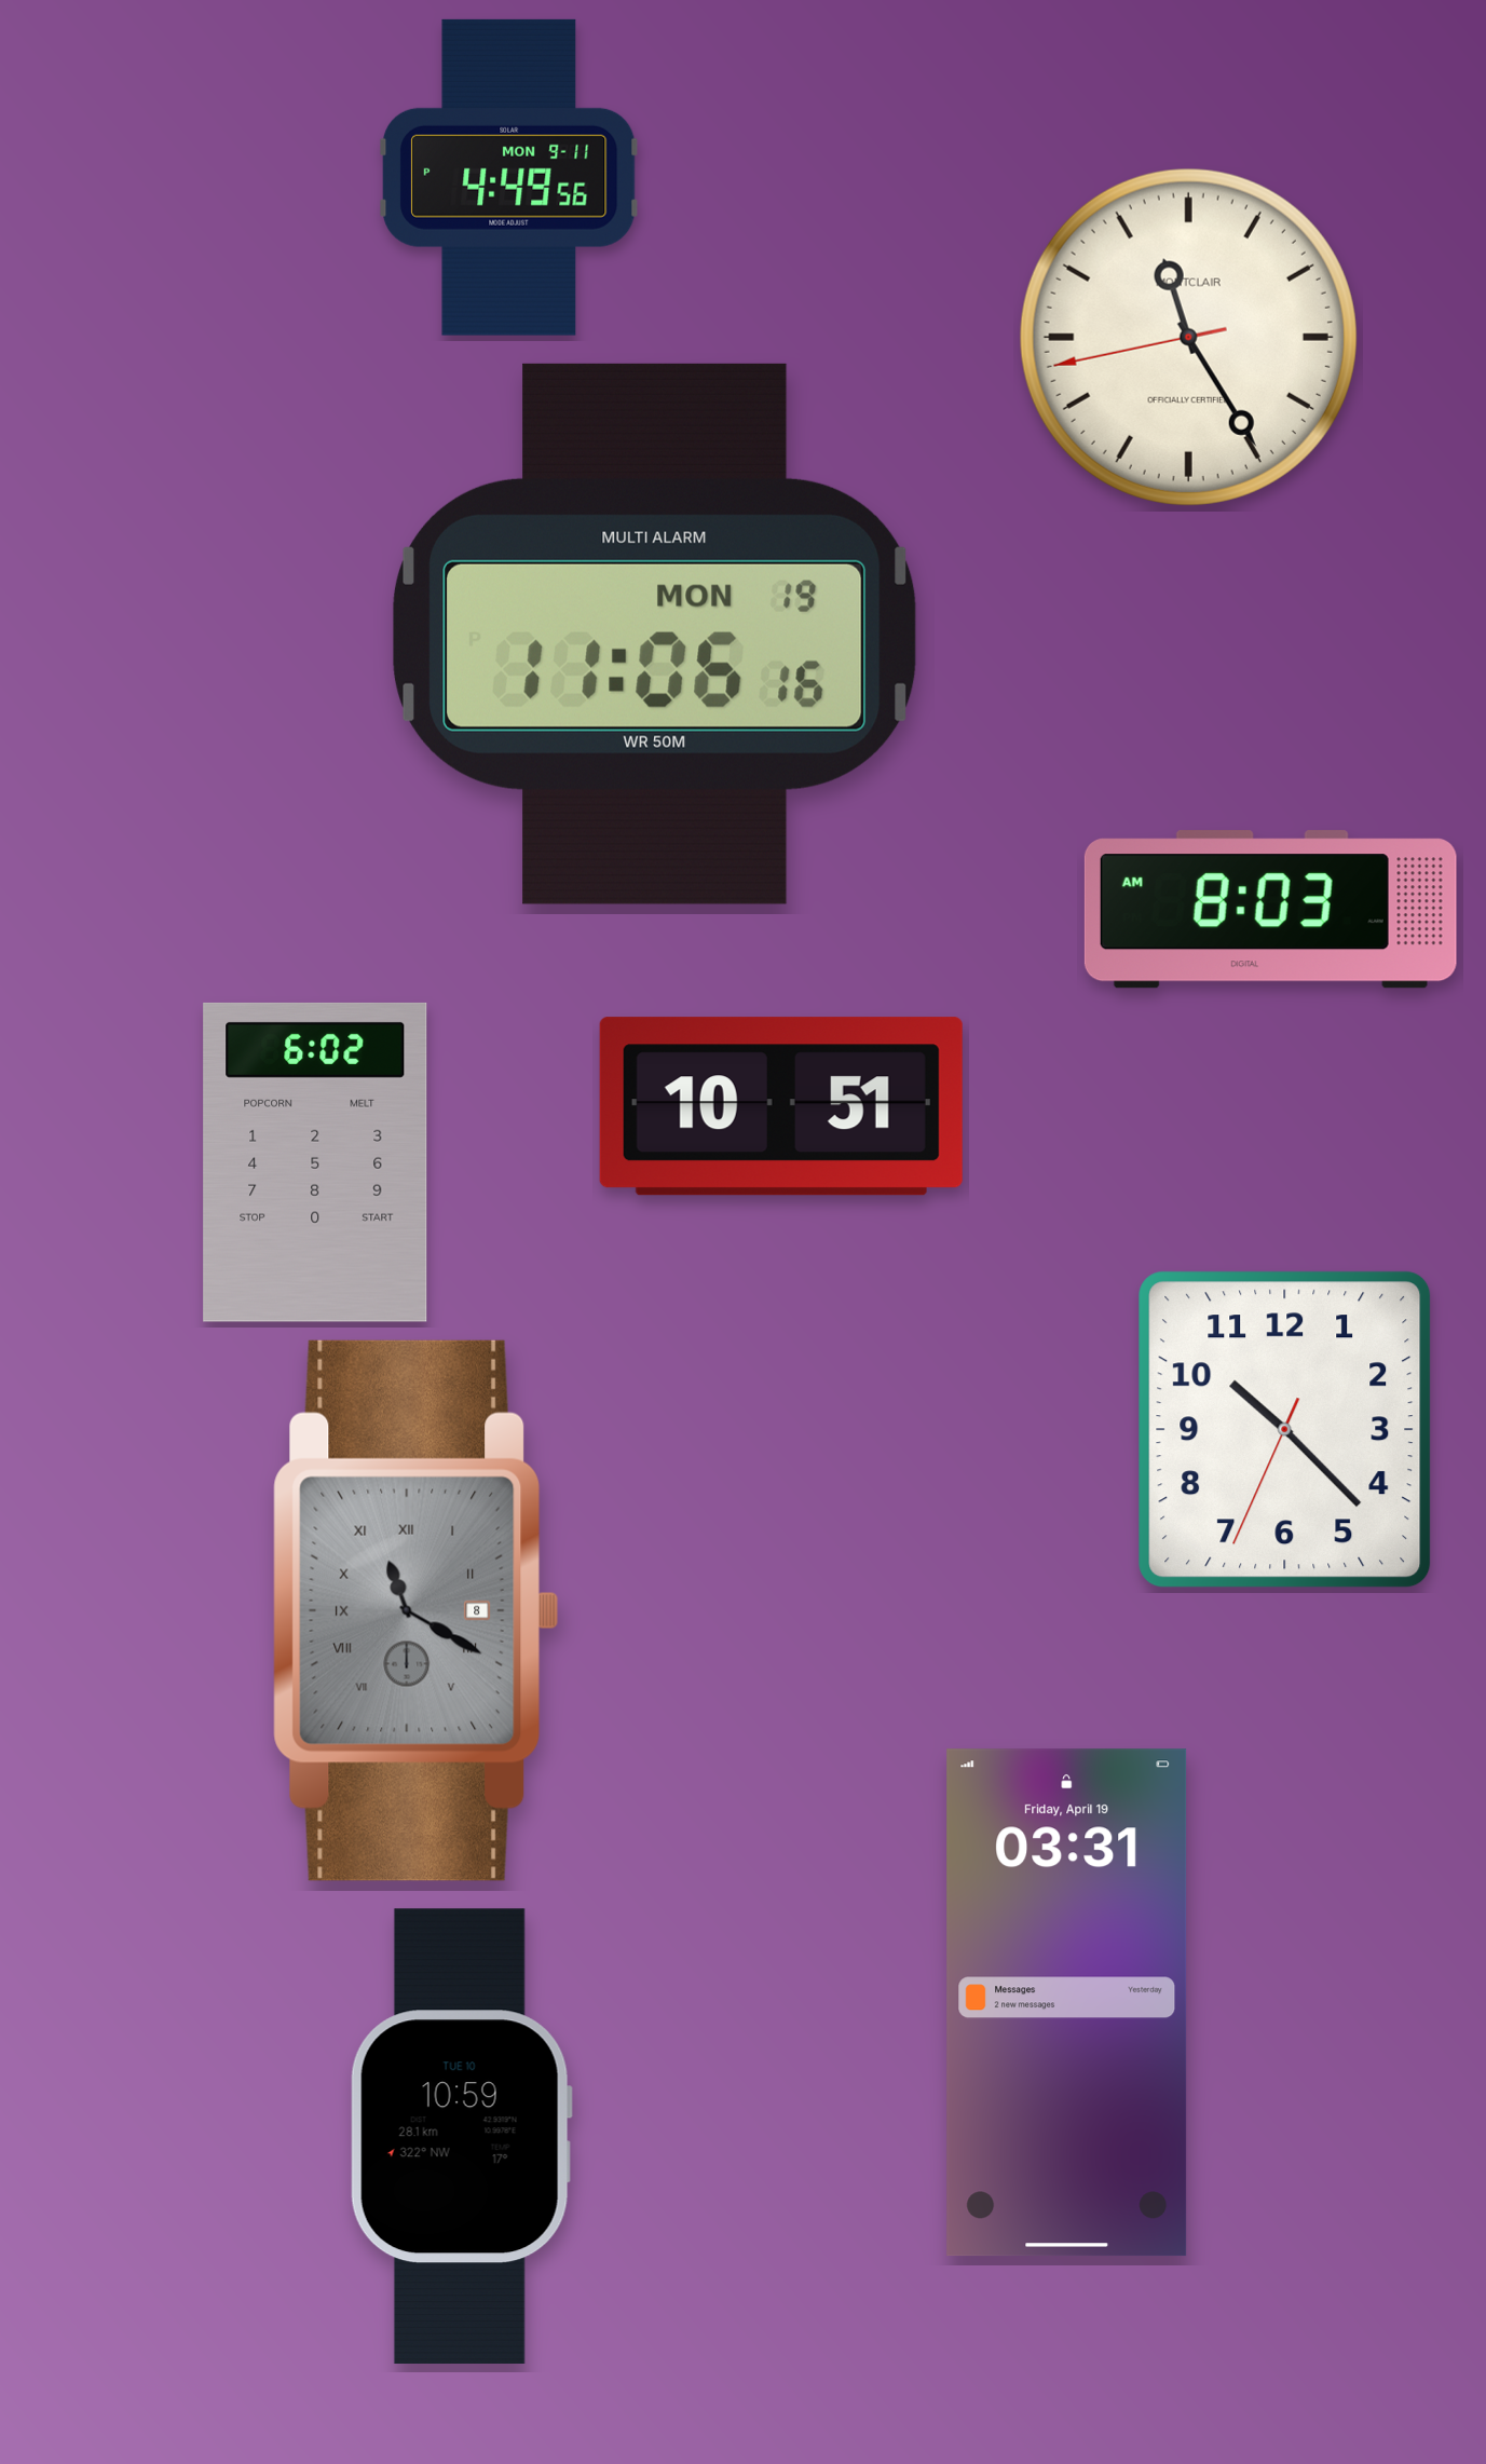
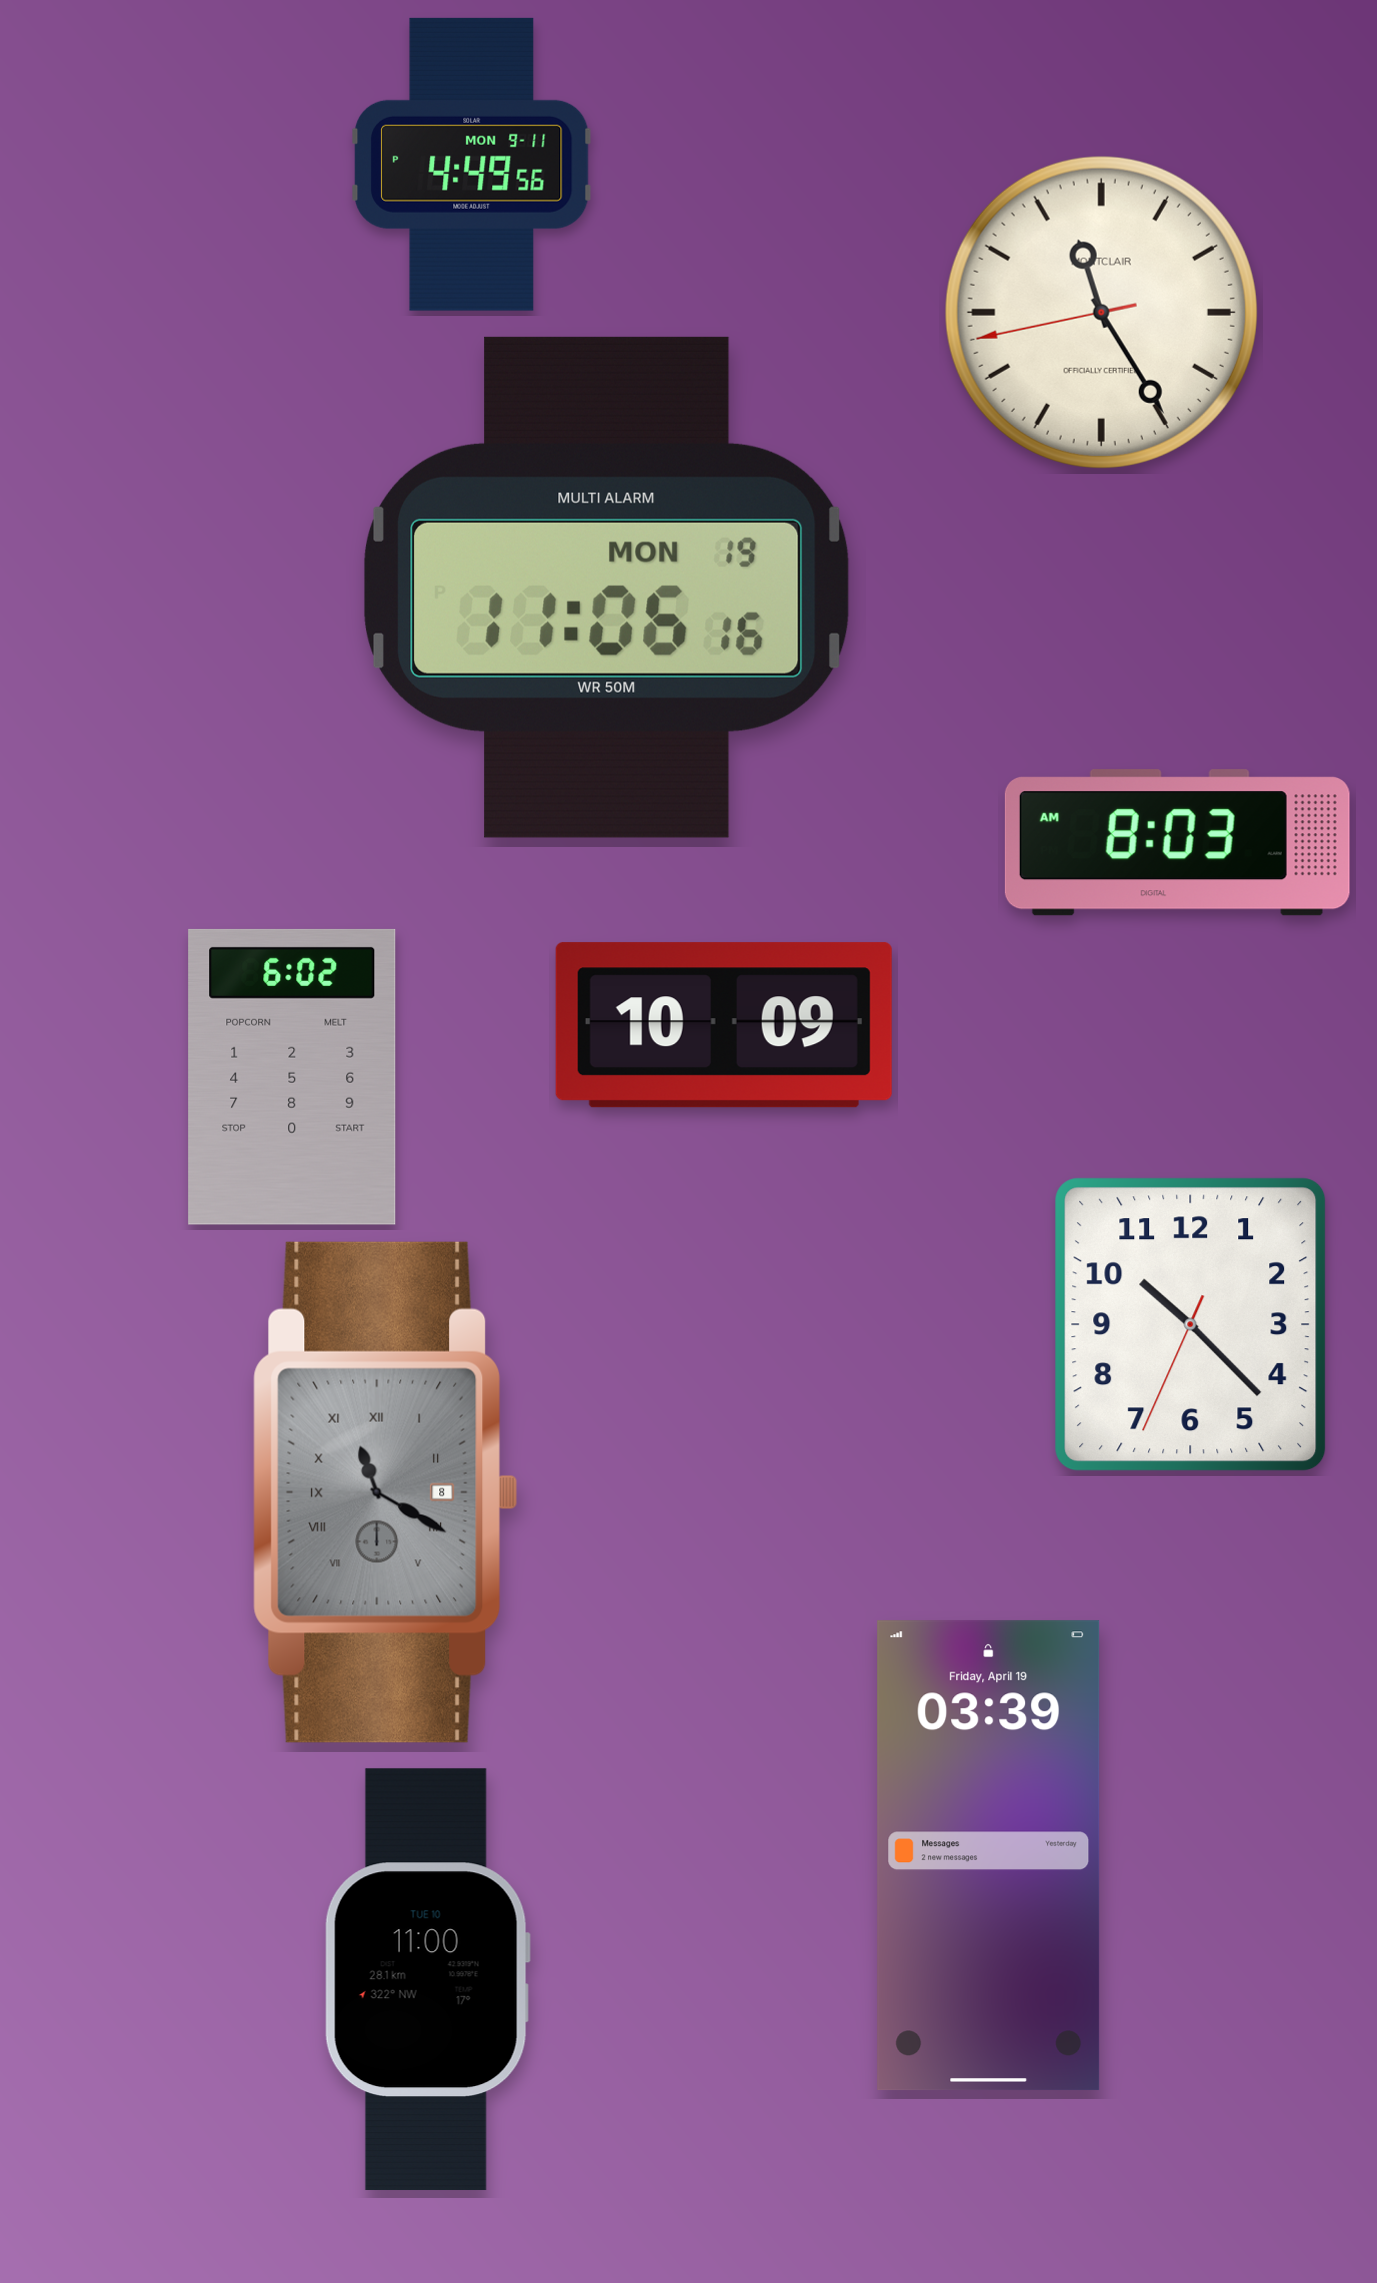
clock at (781, 1106): 10:51 -> 10:09
clock at (1067, 2003): 03:31 -> 03:39
clock at (461, 2137): 10:59 -> 11:00
